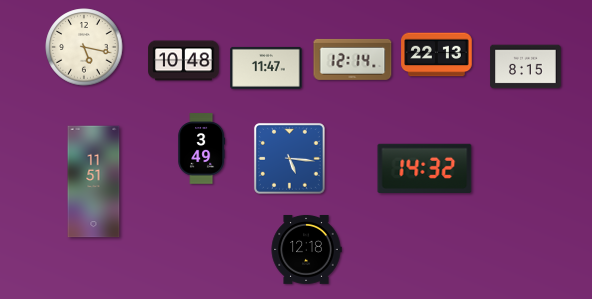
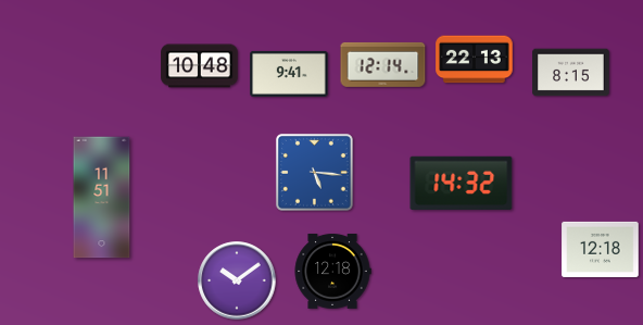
clock at (84, 47): 5:17 -> none
clock at (266, 68): 11:47 -> 9:41
clock at (202, 149): 3:49 -> none
clock at (601, 249): none -> 12:18
clock at (237, 280): none -> 10:09
